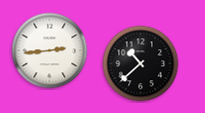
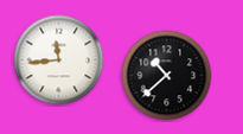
clock at (50, 51): 2:44 -> 11:44
